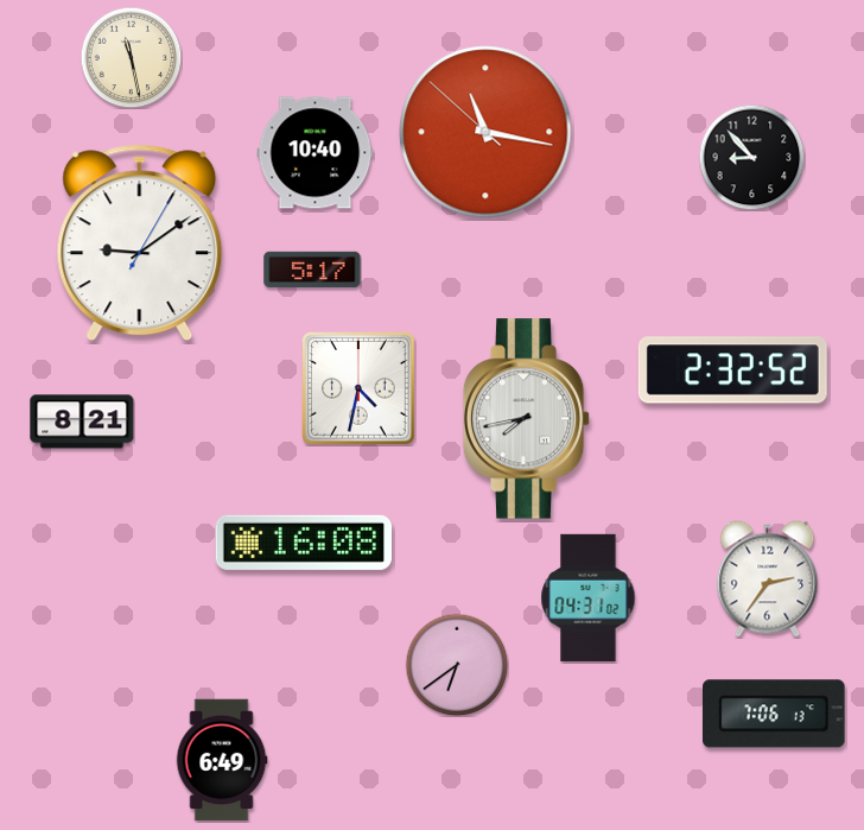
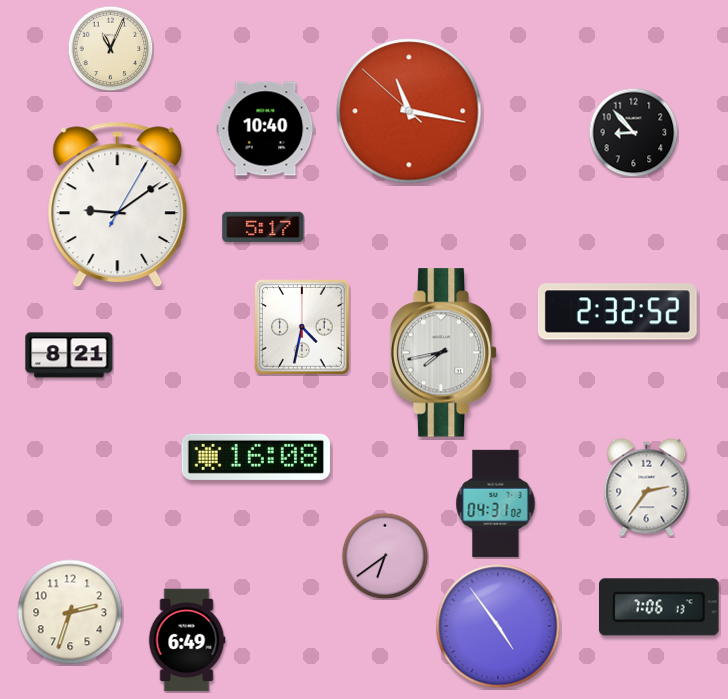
clock at (131, 57): 11:28 -> 11:04
clock at (457, 665) position: (457, 665) -> (385, 556)
clock at (774, 714) position: (774, 714) -> (659, 607)
clock at (70, 612): none -> 2:33
clock at (498, 626): none -> 4:54
